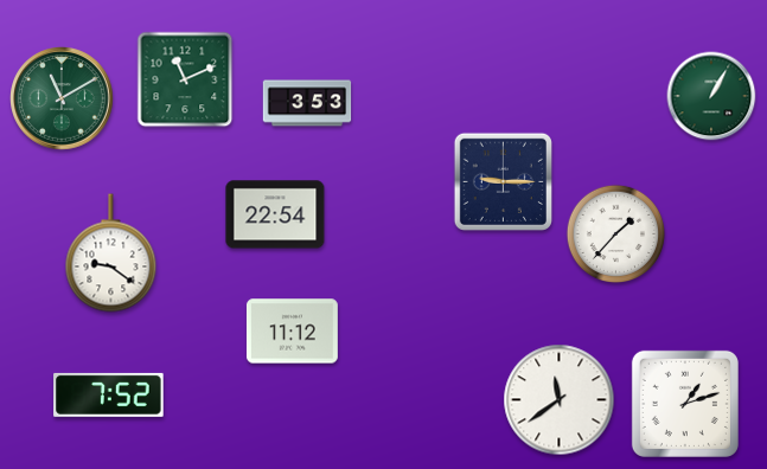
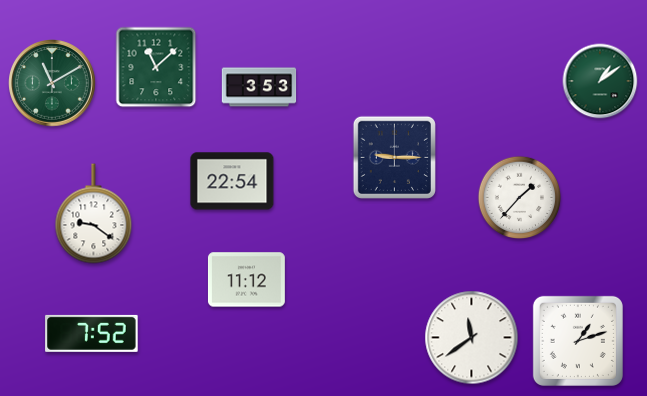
clock at (185, 79): 11:11 -> 11:08
clock at (711, 96): 1:05 -> 1:09
clock at (503, 181) position: (503, 181) -> (394, 157)
